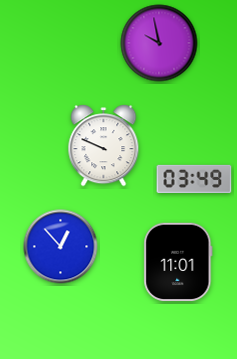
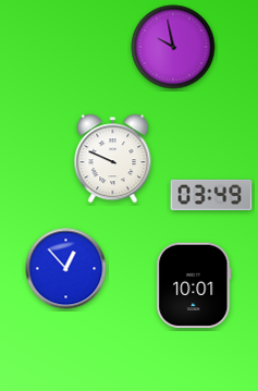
clock at (178, 262): 11:01 -> 10:01
